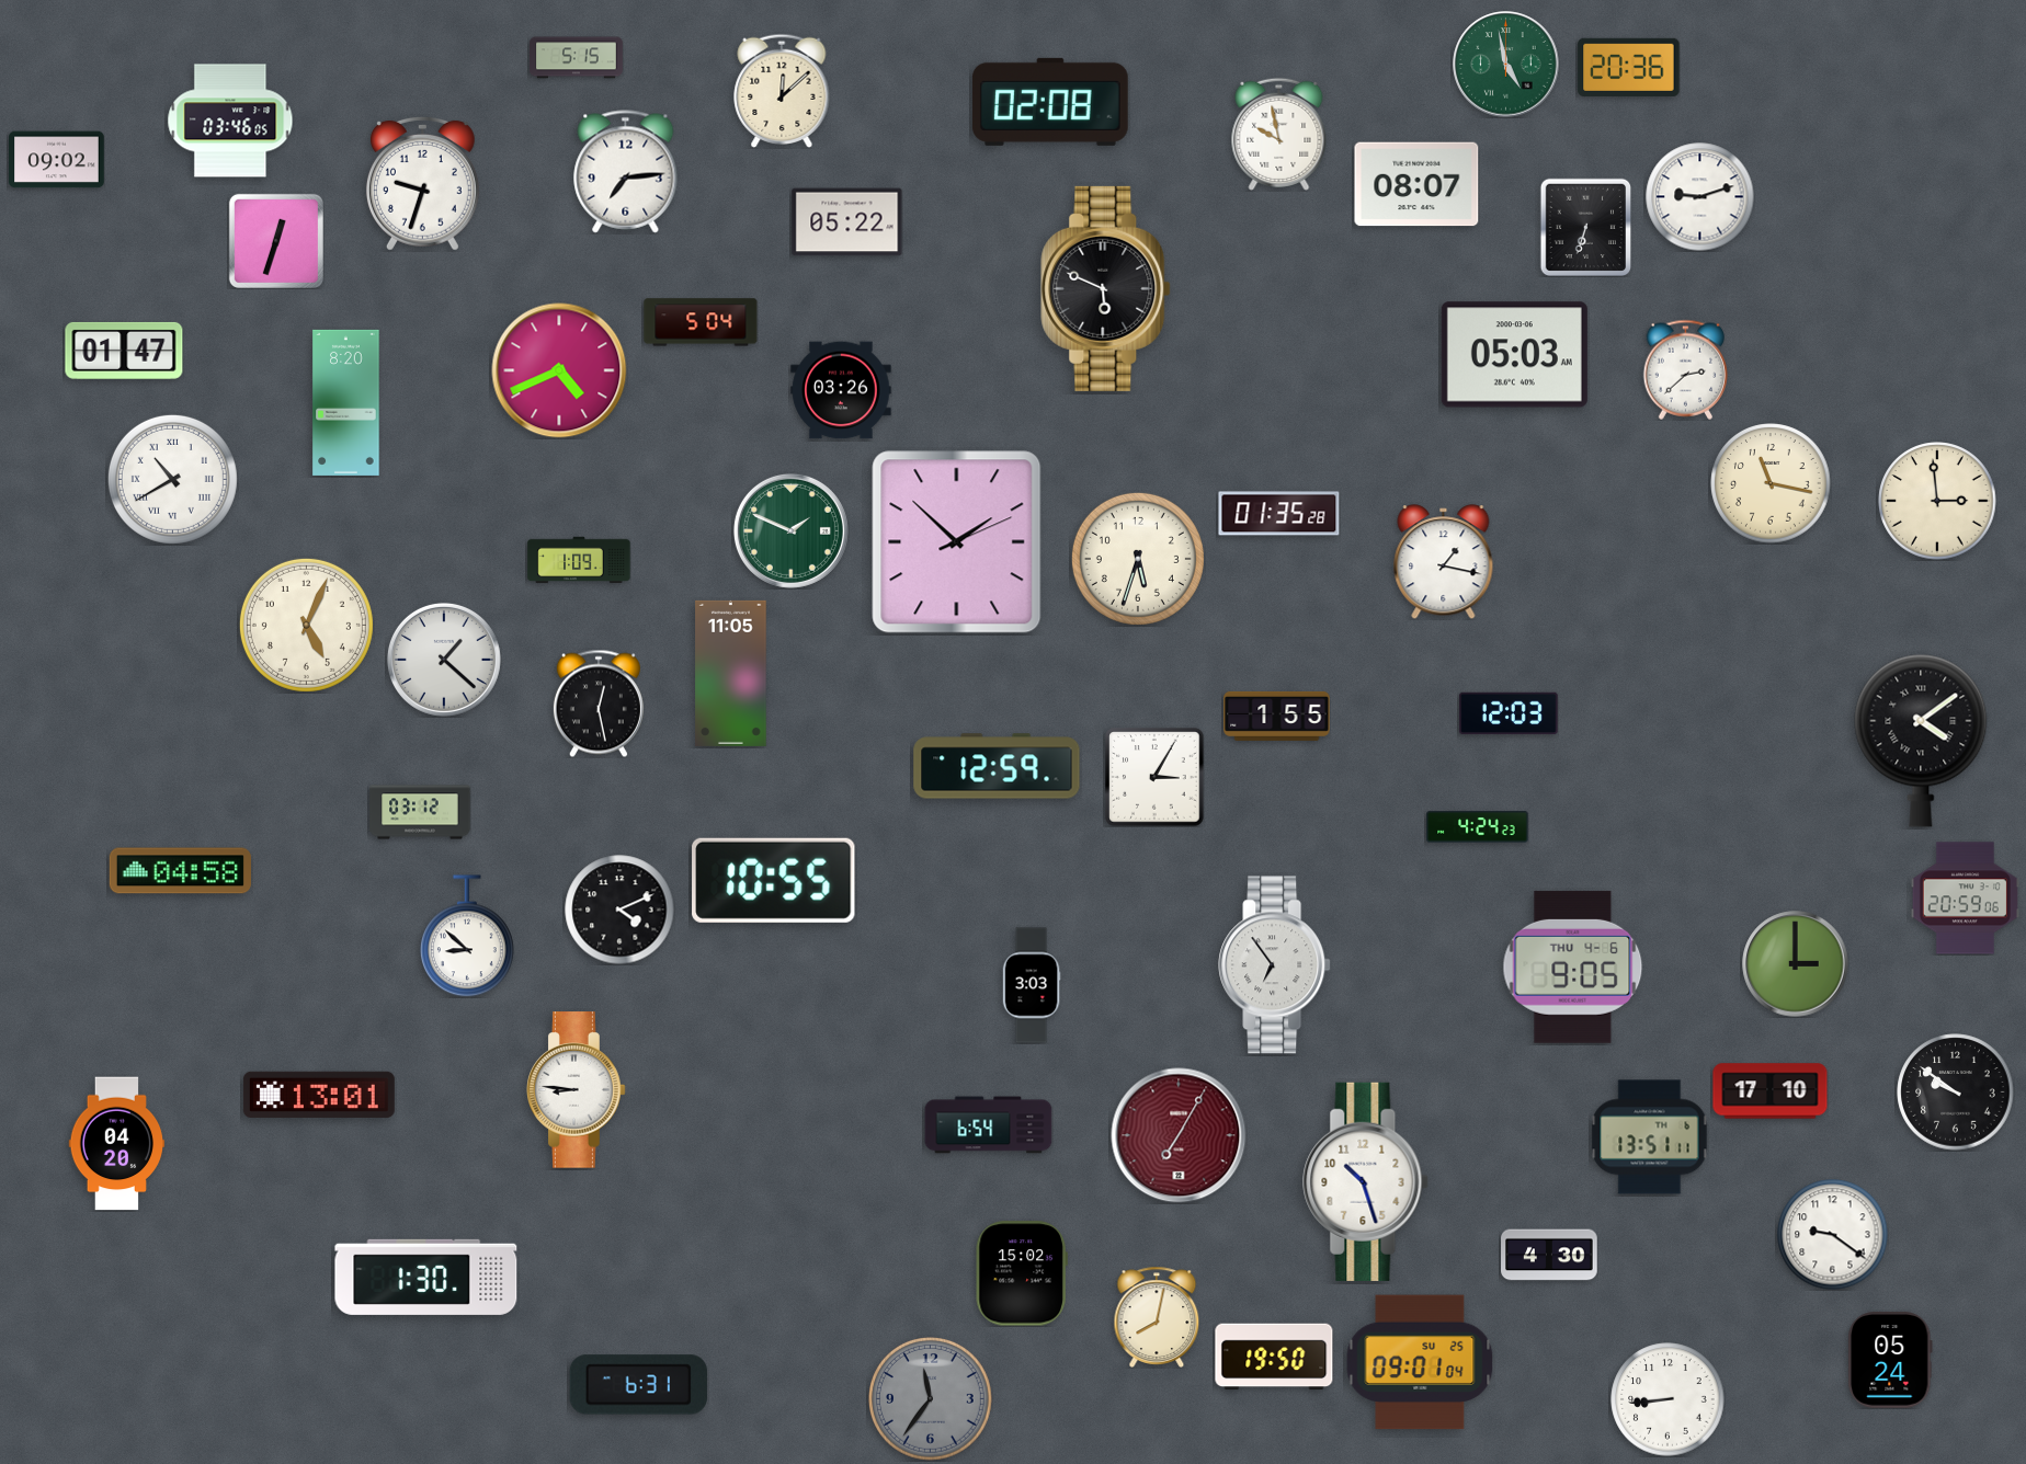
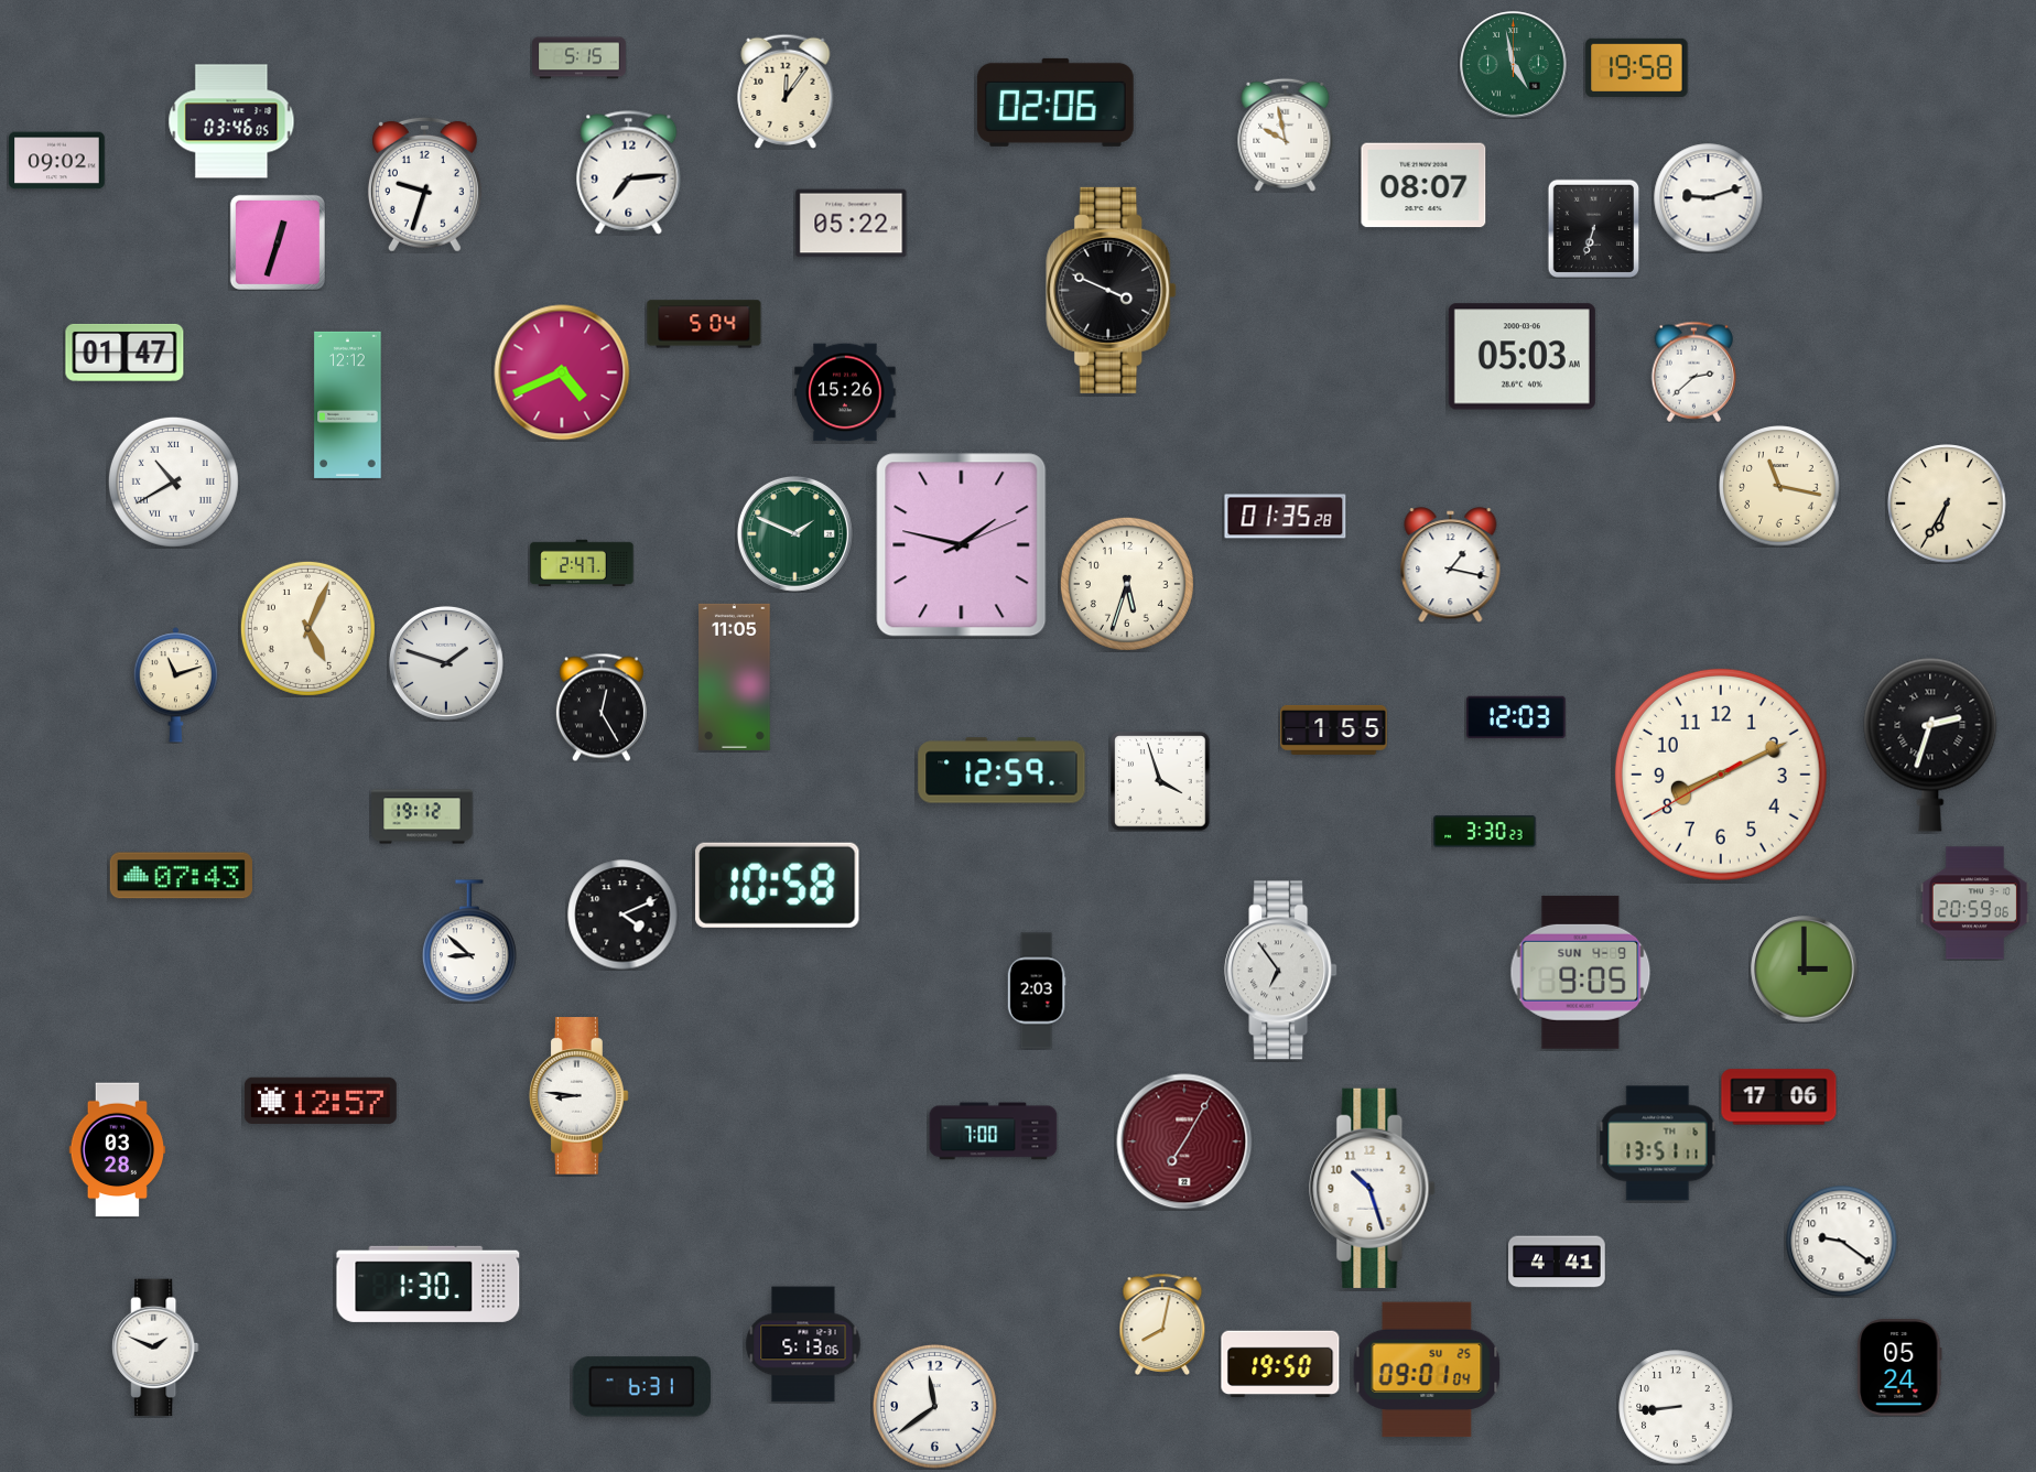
clock at (1629, 67): 20:36 -> 19:58
clock at (782, 91): 12:08 -> 12:06
clock at (1050, 102): 02:08 -> 02:06
clock at (1106, 288): 5:49 -> 3:49
clock at (841, 390): 03:26 -> 15:26
clock at (346, 402): 8:20 -> 12:12
clock at (1937, 501): 2:59 -> 6:35
clock at (957, 542): 1:52 -> 1:47
clock at (1138, 559) position: (1138, 559) -> (1127, 584)
clock at (579, 560): 1:09 -> 2:47
clock at (444, 660): 1:22 -> 1:48
clock at (176, 685): none -> 11:12
clock at (599, 704): 12:28 -> 12:25
clock at (1277, 716) position: (1277, 716) -> (1334, 729)
clock at (1921, 741): 4:09 -> 2:33
clock at (1721, 775): none -> 8:10
clock at (1154, 777): 3:05 -> 3:57
clock at (420, 812): 03:12 -> 19:12
clock at (1478, 827): 4:24 -> 3:30
clock at (180, 871): 04:58 -> 07:43
clock at (774, 880): 10:55 -> 10:58
clock at (1573, 967) date: THU 4-6 -> SUN 4-9
clock at (1032, 985): 3:03 -> 2:03
clock at (1771, 1091): 17:10 -> 17:06
clock at (1956, 1093): 9:51 -> none
clock at (319, 1094): 13:01 -> 12:57
clock at (989, 1125): 6:54 -> 7:00
clock at (117, 1144): 04:20 -> 03:28
clock at (1549, 1255): 4:30 -> 4:41
clock at (1022, 1273): 15:02 -> none
clock at (803, 1344): none -> 5:13
clock at (155, 1347): none -> 1:49
clock at (638, 1385) position: (638, 1385) -> (641, 1387)
clock at (931, 1399): 11:36 -> 11:39
clock at (931, 1399) dial: grey -> white
